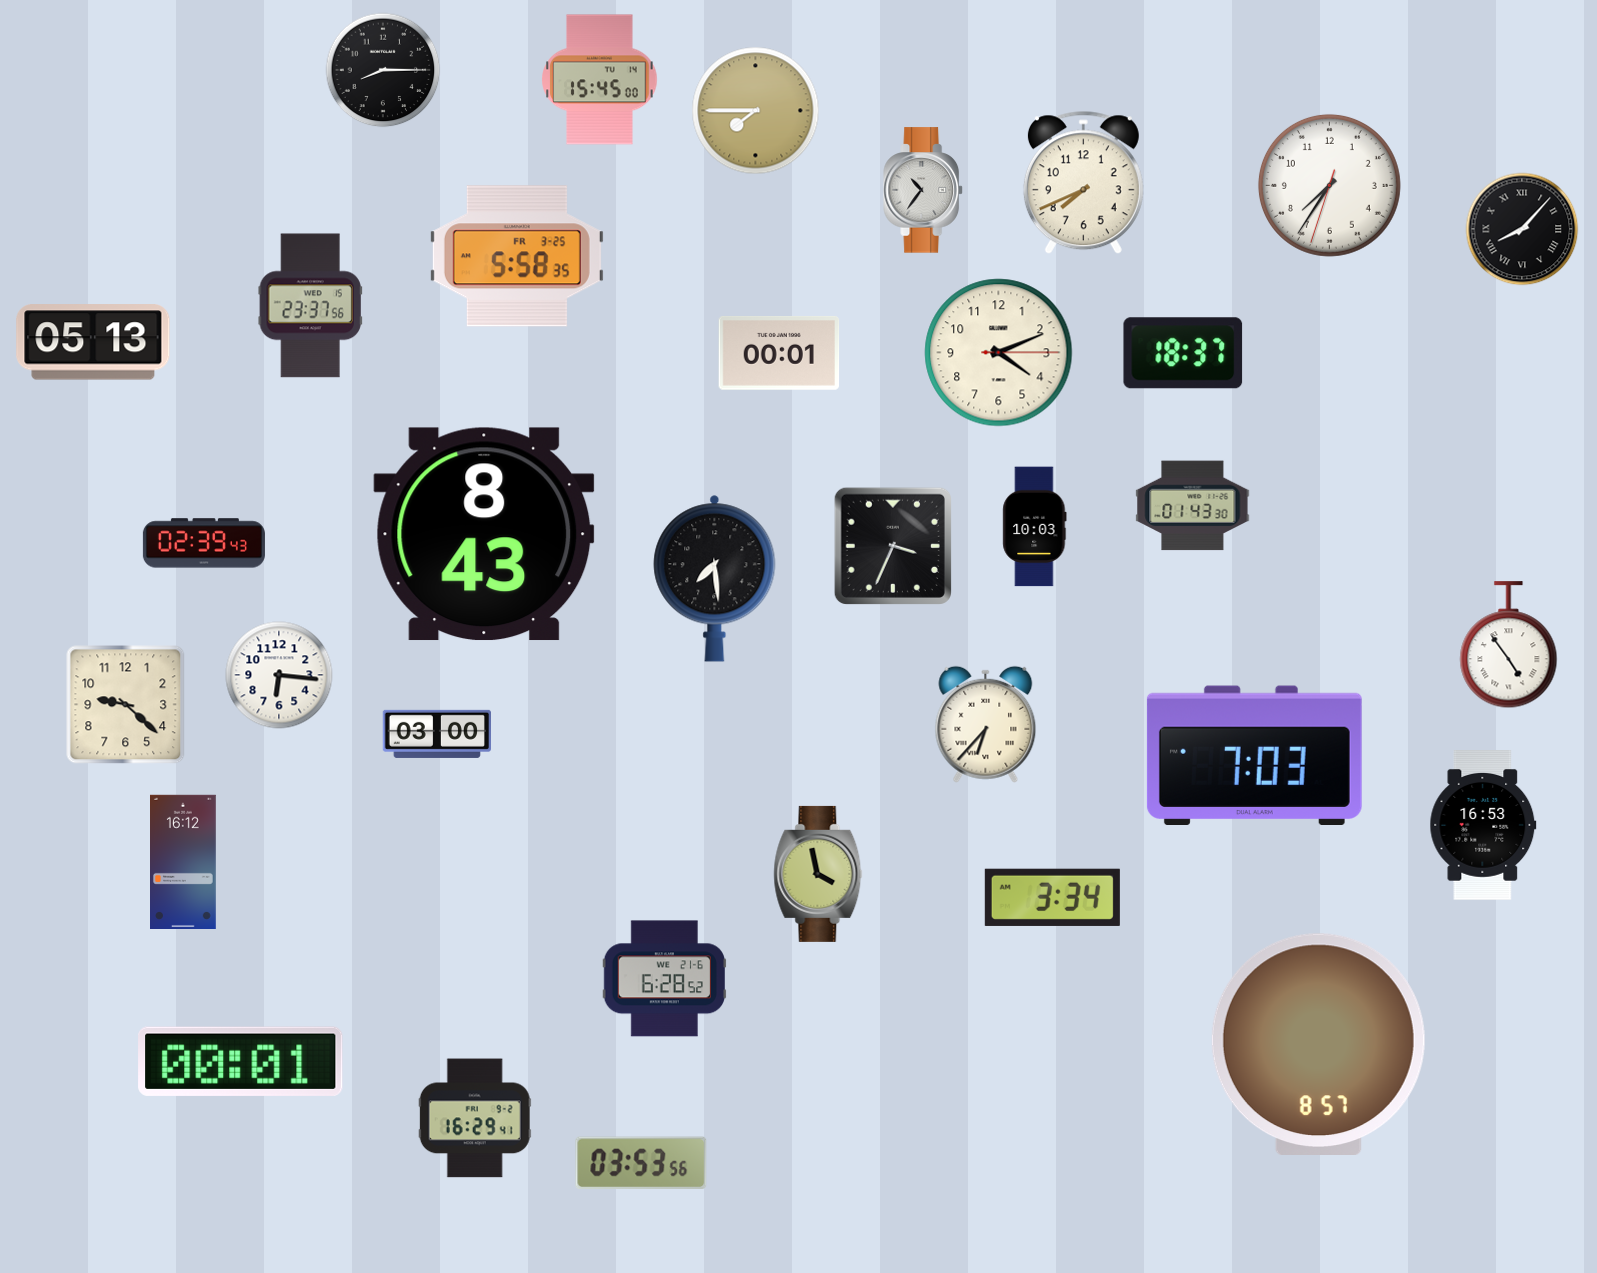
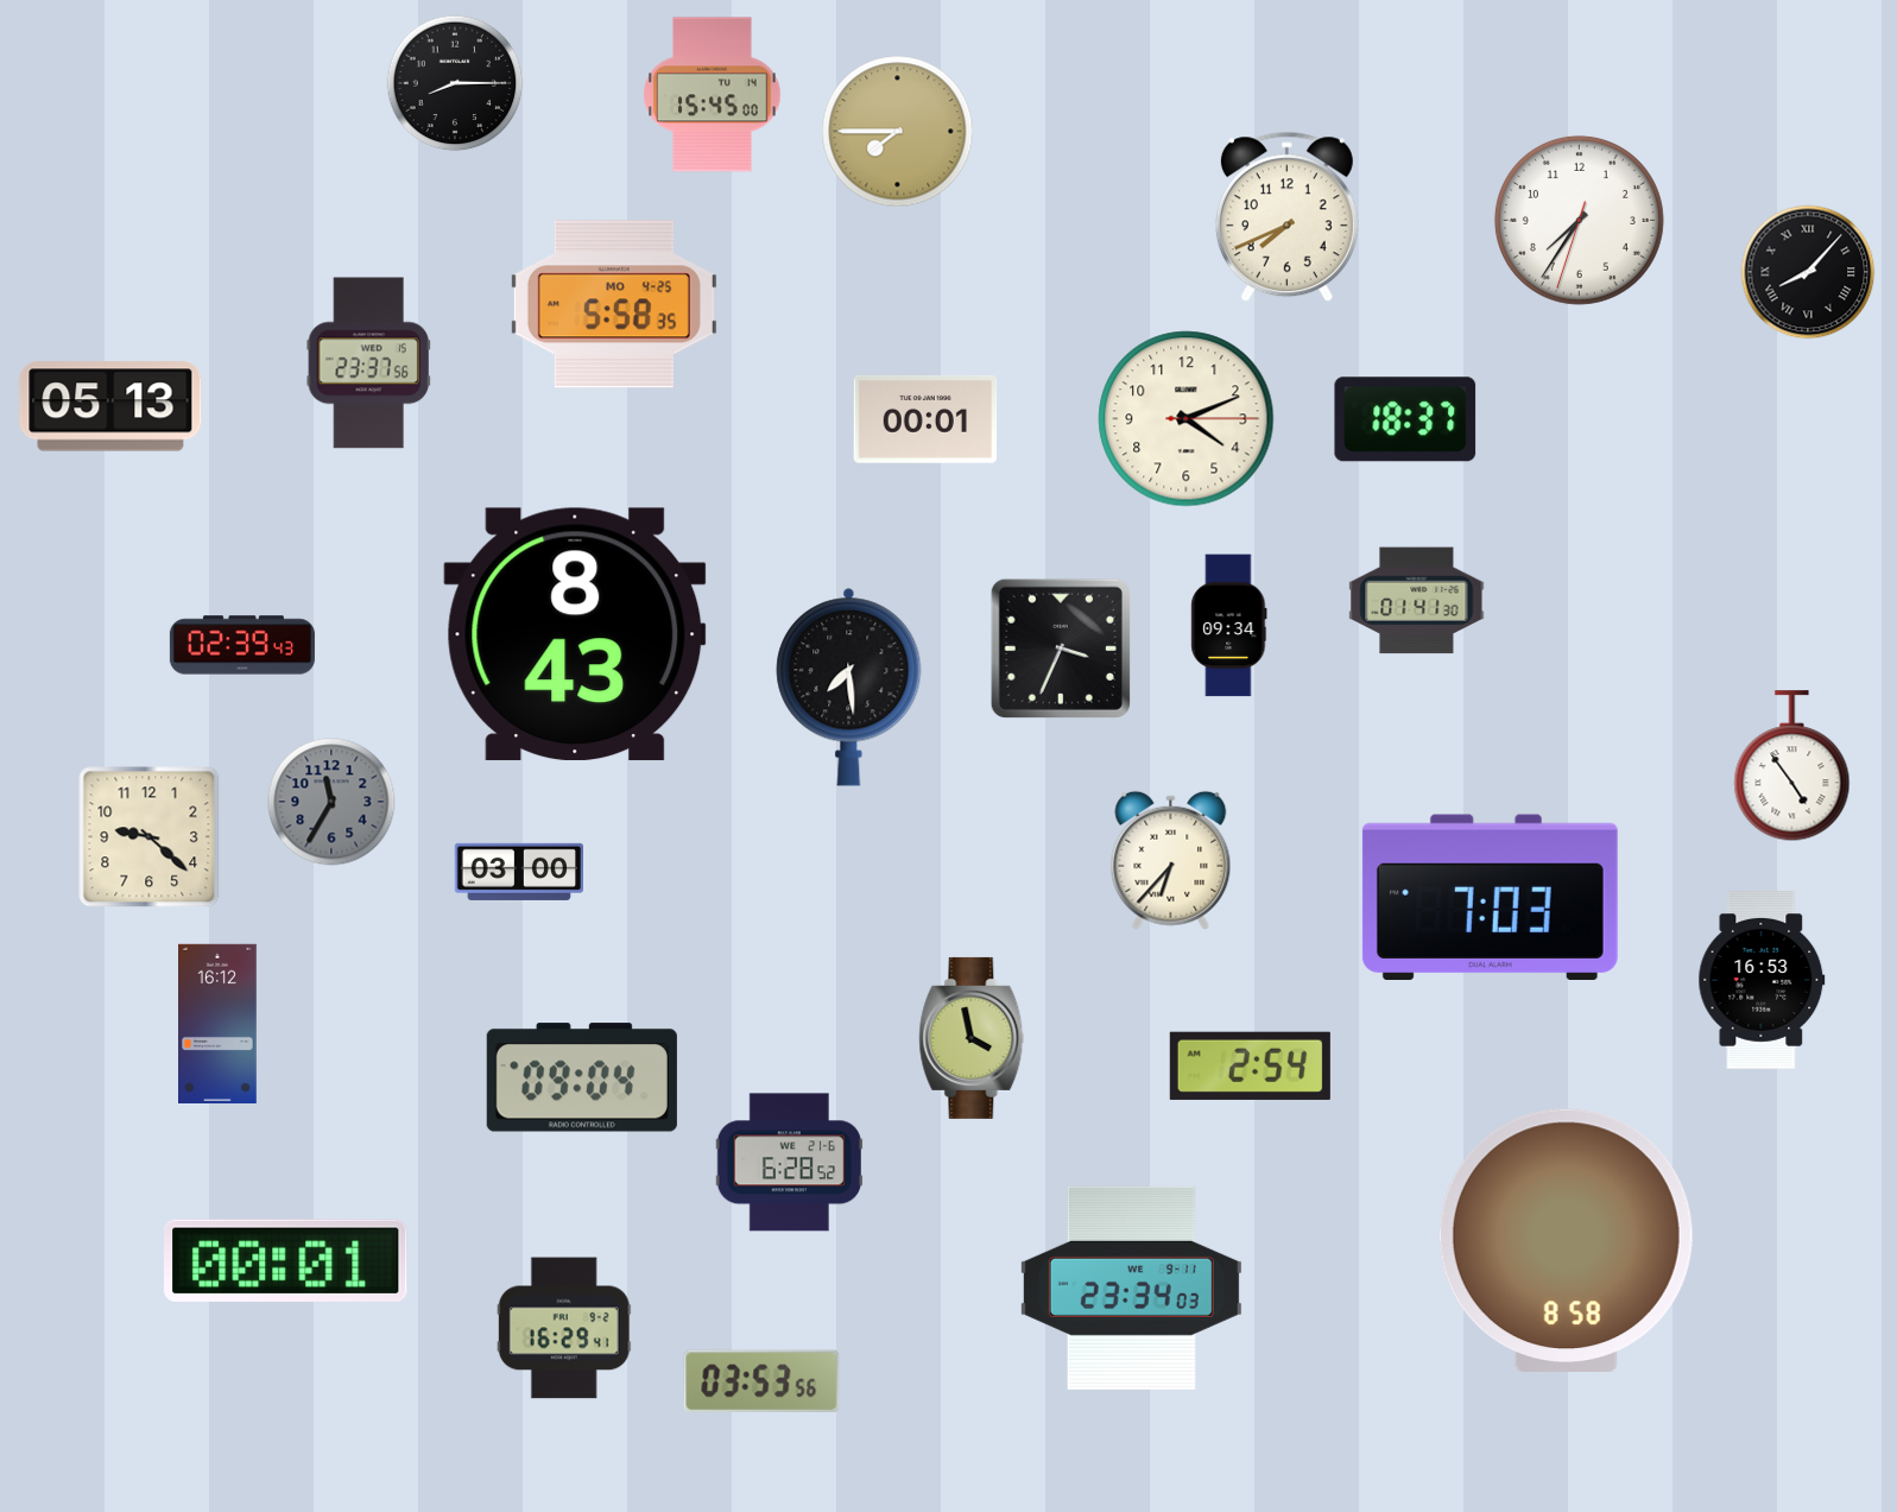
clock at (923, 190): 10:36 -> none
clock at (517, 256) date: FR 3-25 -> MO 4-25
clock at (1193, 506): 01:43 -> 01:41
clock at (1035, 527): 10:03 -> 09:34
clock at (279, 675): 6:16 -> 11:35
clock at (279, 675) dial: white -> grey
clock at (1052, 897): 3:34 -> 2:54
clock at (582, 1077): none -> 09:04
clock at (1318, 1044): 8:57 -> 8:58
clock at (1131, 1288): none -> 23:34
